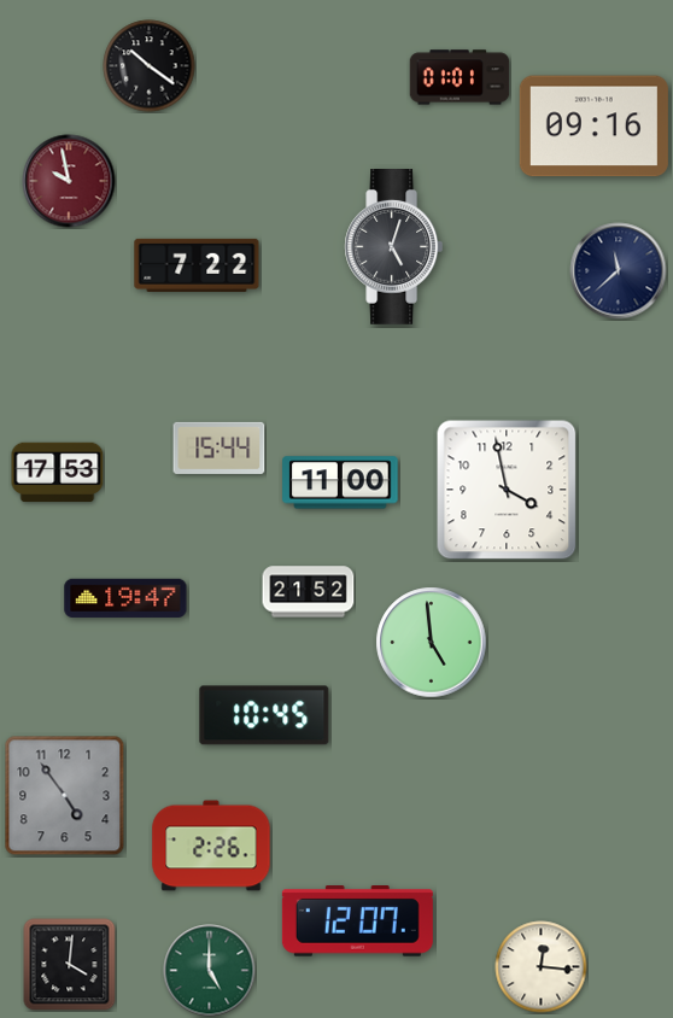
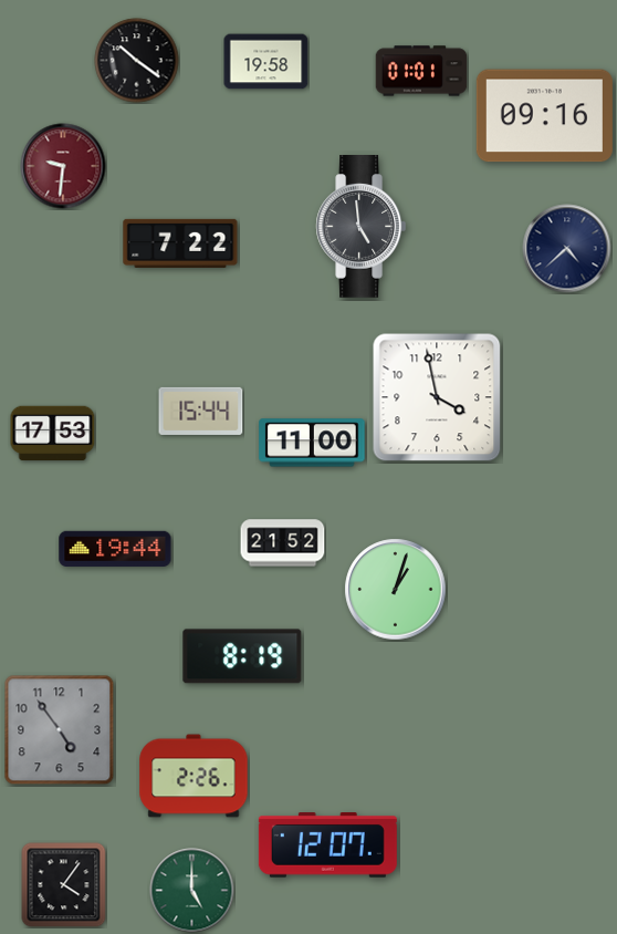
clock at (266, 62): none -> 19:58
clock at (69, 181): 9:58 -> 9:31
clock at (394, 247): 5:03 -> 4:59
clock at (619, 271): 11:38 -> 4:38
clock at (507, 490) position: (507, 490) -> (437, 397)
clock at (125, 598): 19:47 -> 19:44
clock at (432, 643): 4:59 -> 1:03
clock at (264, 715): 10:45 -> 8:19
clock at (70, 965): 4:01 -> 4:06
clock at (542, 967): 12:16 -> none
